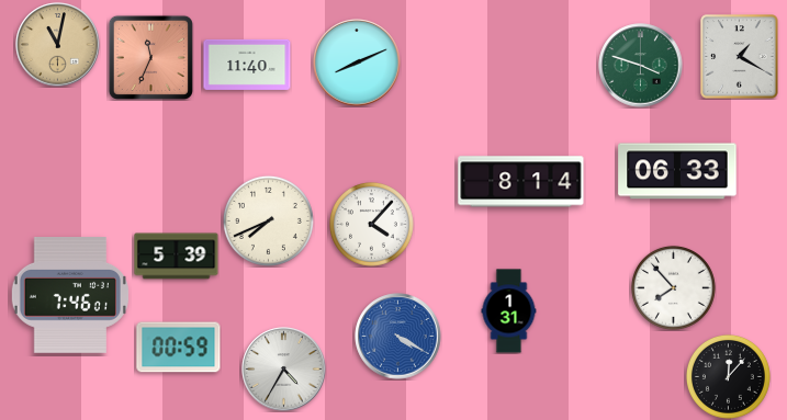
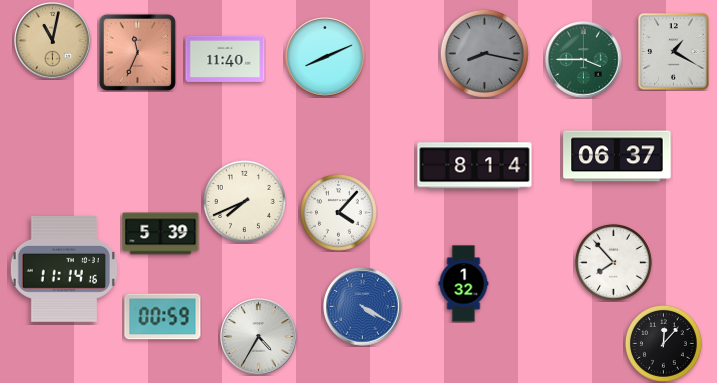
clock at (484, 53): none -> 8:17
clock at (641, 66): 3:48 -> 3:45
clock at (677, 171): 06:33 -> 06:37
clock at (371, 224) position: (371, 224) -> (338, 212)
clock at (70, 296): 7:46 -> 11:14
clock at (509, 311): 1:31 -> 1:32
